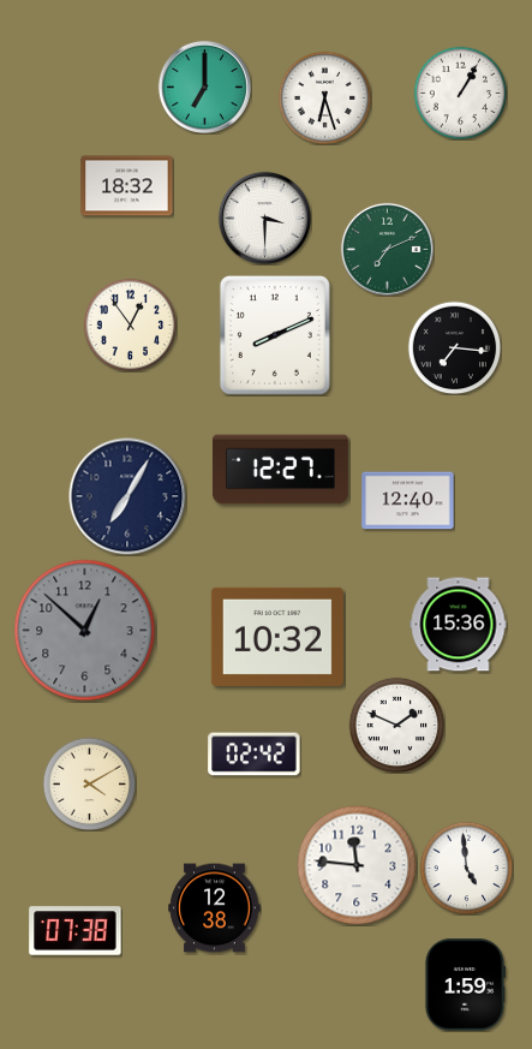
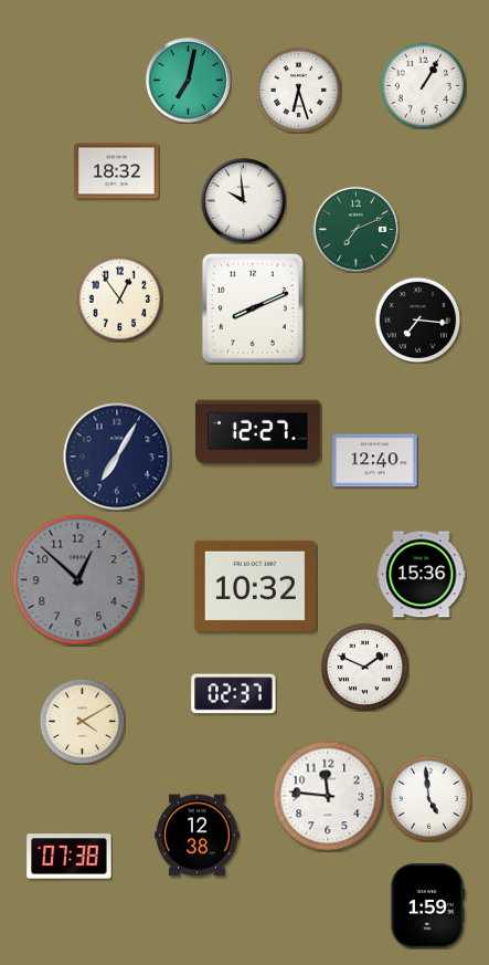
clock at (204, 87): 7:00 -> 7:02
clock at (264, 217): 3:30 -> 9:59
clock at (255, 755): 02:42 -> 02:37
